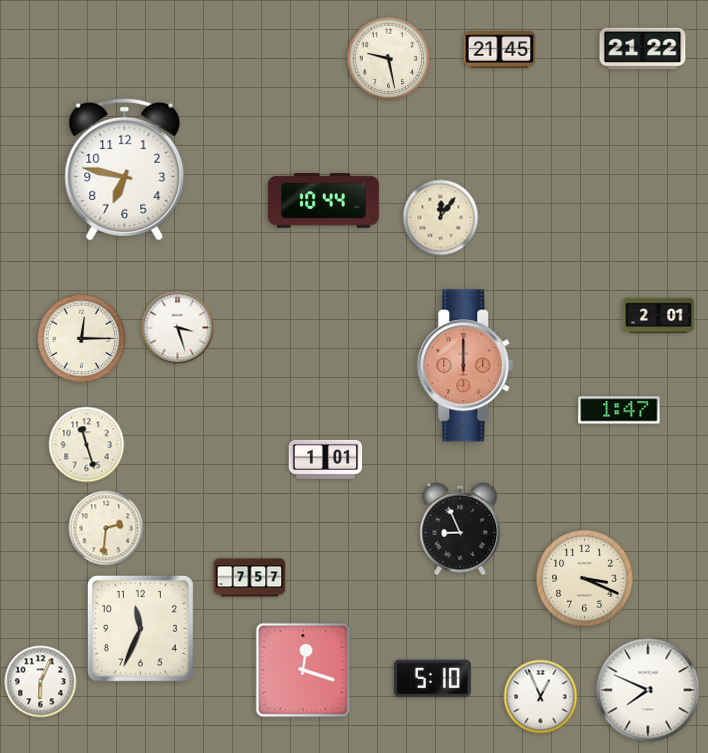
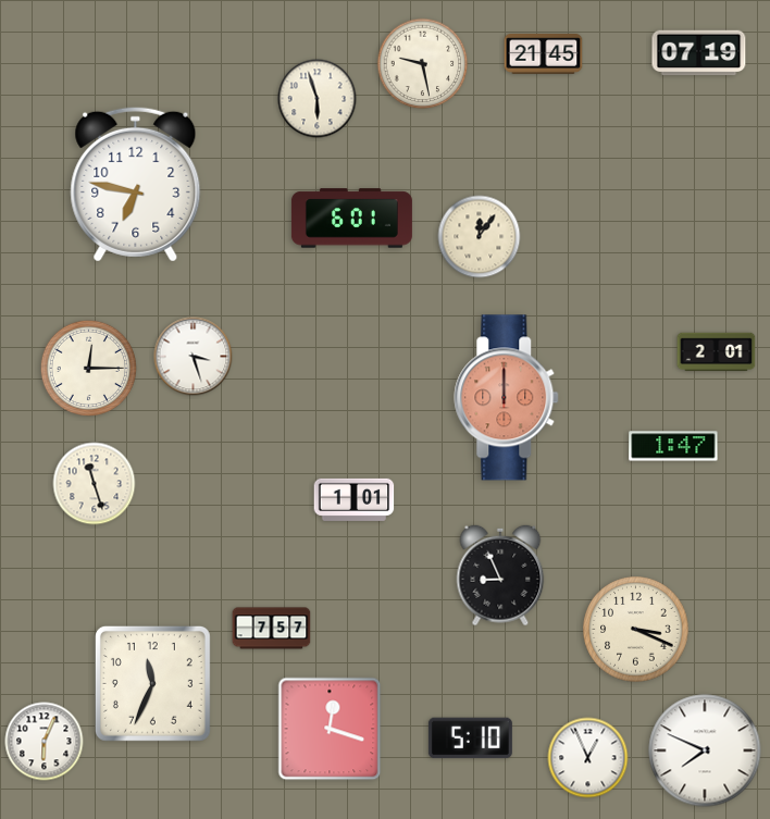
clock at (643, 49): 21:22 -> 07:19
clock at (318, 99): none -> 5:57
clock at (323, 201): 10:44 -> 6:01
clock at (659, 316) position: (659, 316) -> (717, 352)
clock at (106, 528): 2:31 -> none
